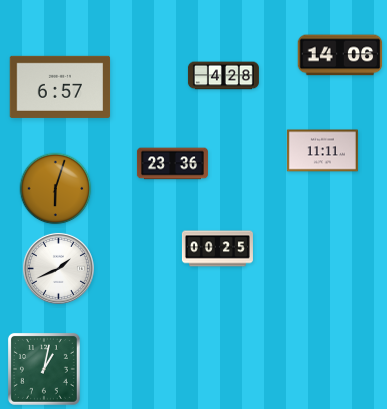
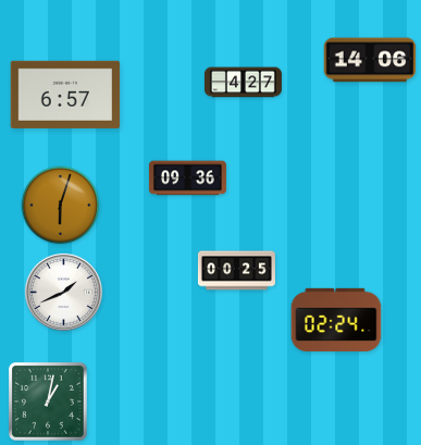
clock at (223, 76): 4:28 -> 4:27
clock at (322, 151): 11:11 -> none
clock at (172, 164): 23:36 -> 09:36
clock at (336, 319): none -> 02:24
